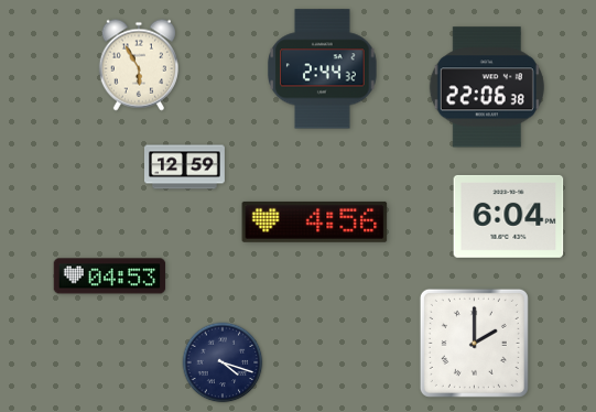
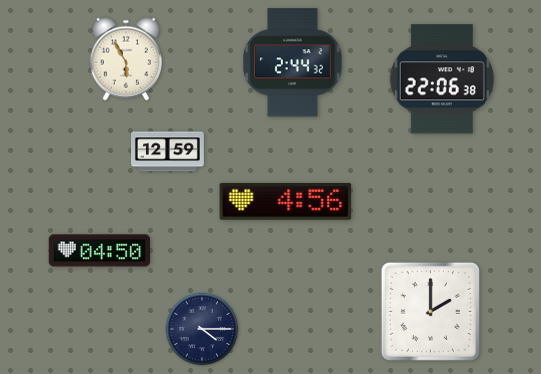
clock at (509, 216): 6:04 -> none
clock at (110, 277): 04:53 -> 04:50
clock at (223, 362): 4:18 -> 4:15
